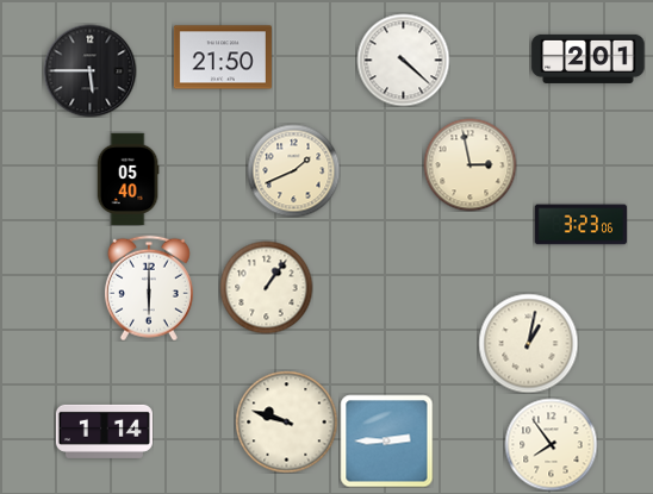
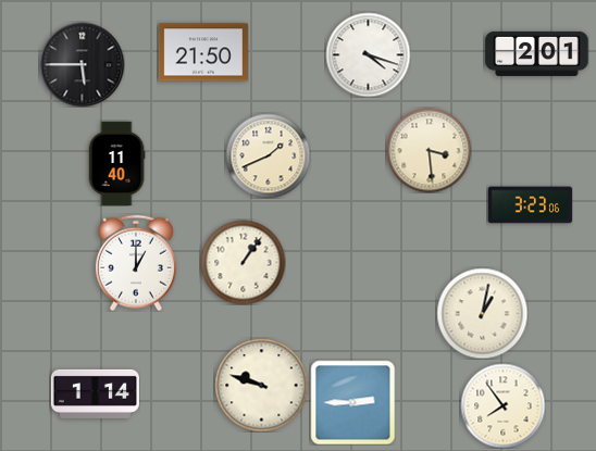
clock at (403, 60): 4:22 -> 4:18
clock at (469, 164): 2:58 -> 3:29
clock at (128, 179): 05:40 -> 11:40
clock at (149, 288): 6:00 -> 1:00
